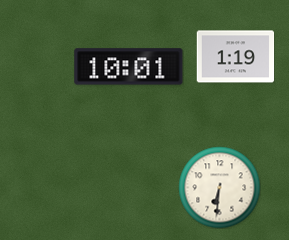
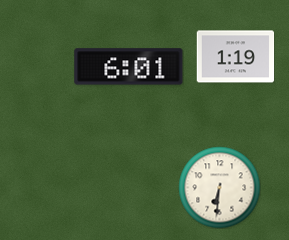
clock at (129, 67): 10:01 -> 6:01
